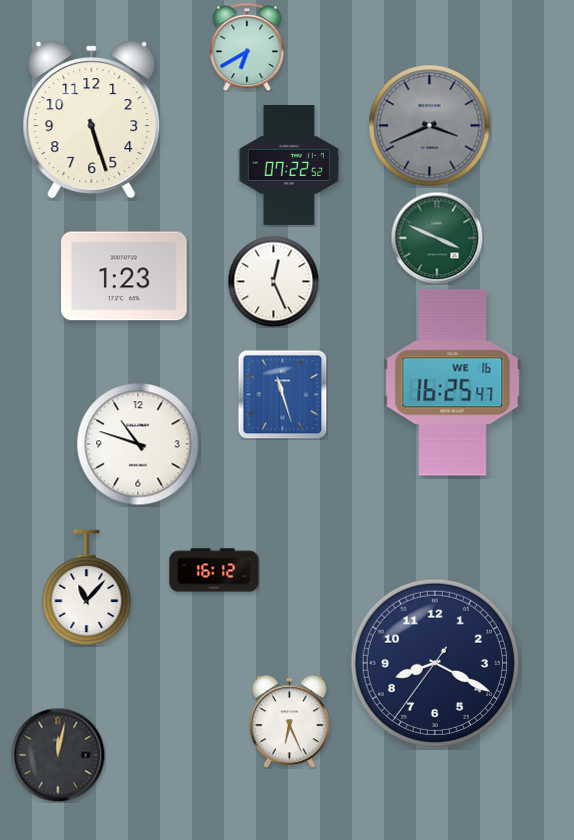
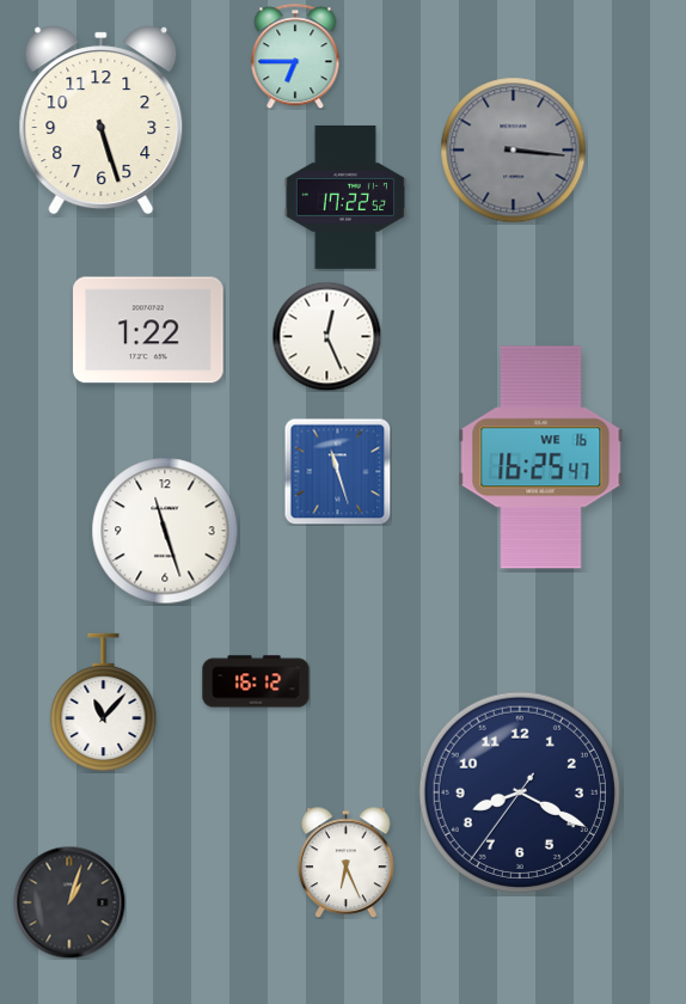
clock at (247, 47): 6:40 -> 6:45
clock at (92, 120) position: (92, 120) -> (102, 121)
clock at (430, 126): 3:41 -> 3:16
clock at (289, 165): 07:22 -> 17:22
clock at (437, 238): 3:49 -> none
clock at (124, 276): 1:23 -> 1:22
clock at (138, 444): 10:48 -> 11:27
clock at (58, 755): 12:02 -> 1:03
